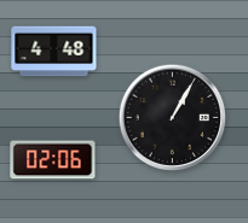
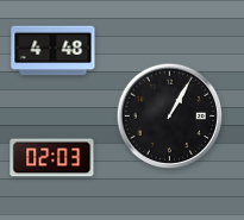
clock at (53, 160): 02:06 -> 02:03
